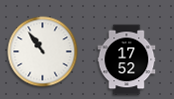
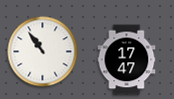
clock at (127, 60): 17:52 -> 17:47
